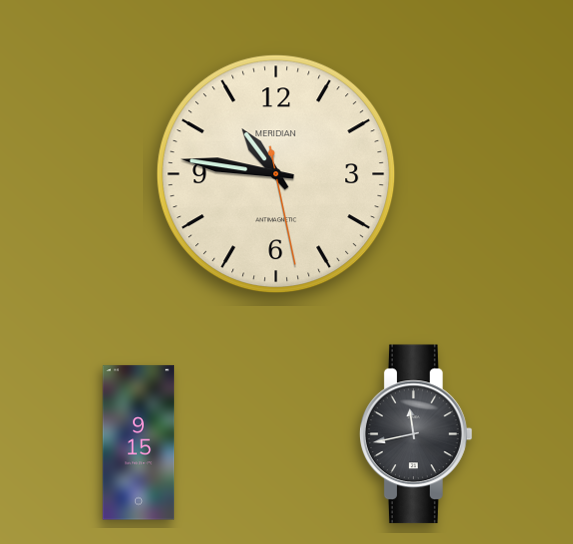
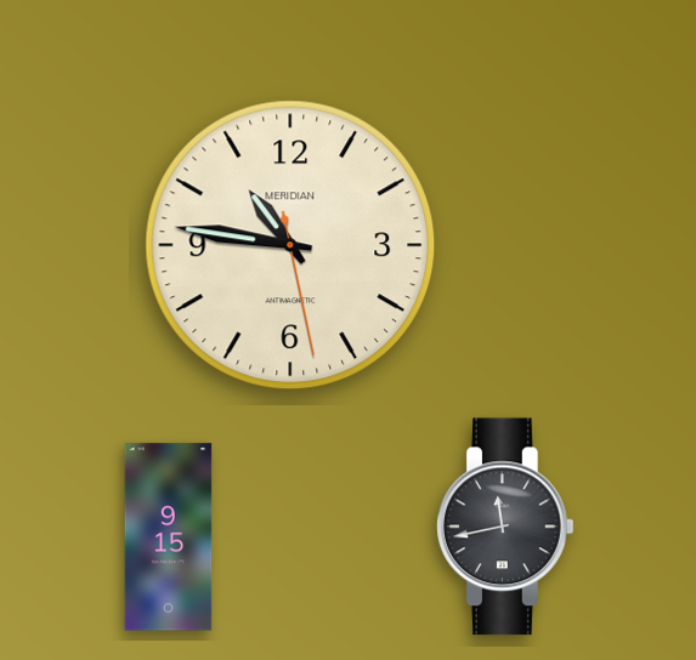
clock at (276, 174) position: (276, 174) -> (290, 245)
